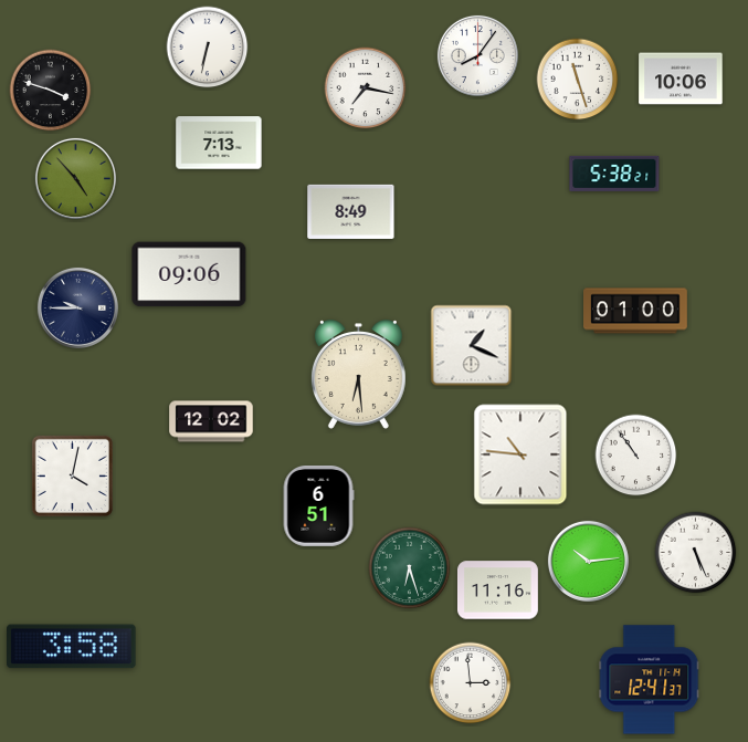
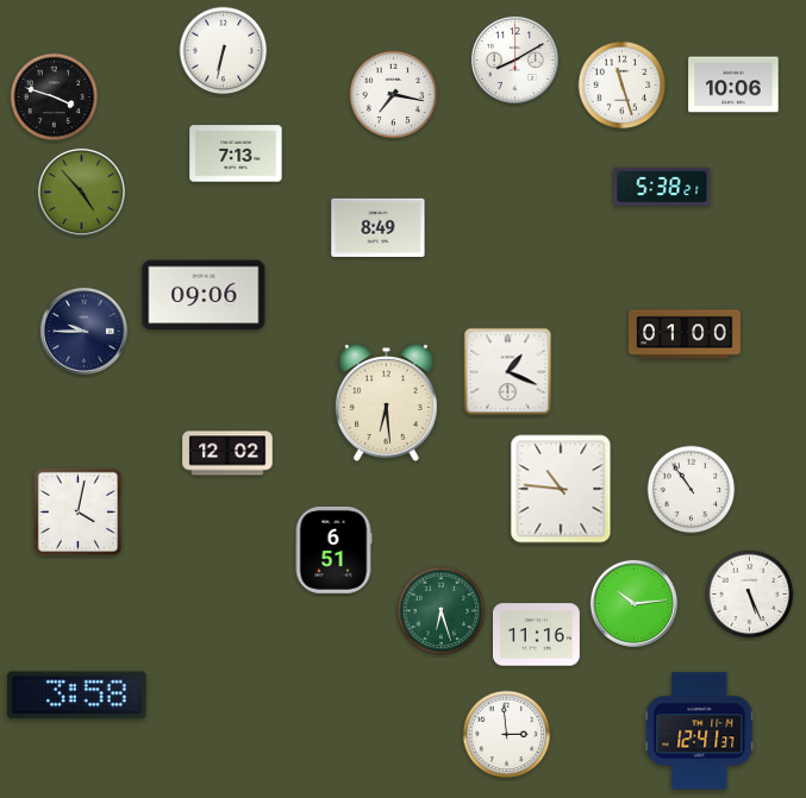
clock at (477, 55): 8:06 -> 8:10
clock at (636, 456) position: (636, 456) -> (692, 490)
clock at (318, 505) position: (318, 505) -> (333, 549)
